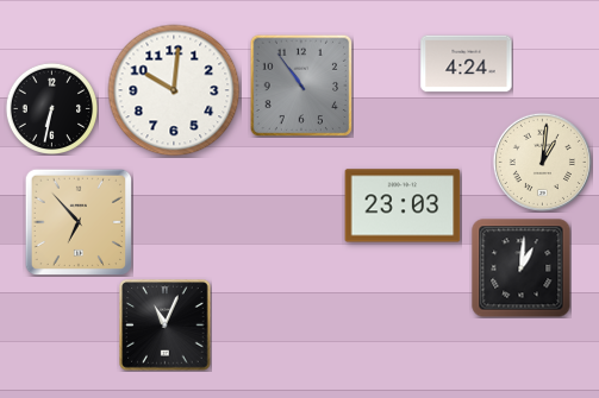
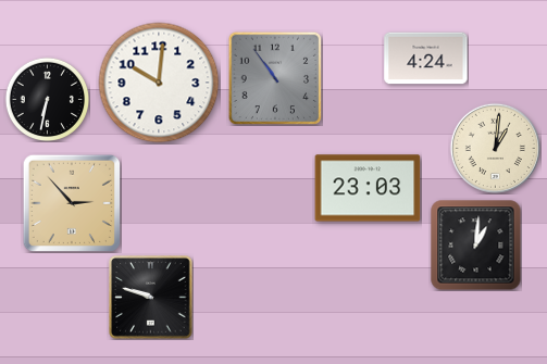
clock at (77, 221): 6:53 -> 2:53
clock at (166, 326): 11:04 -> 9:48
